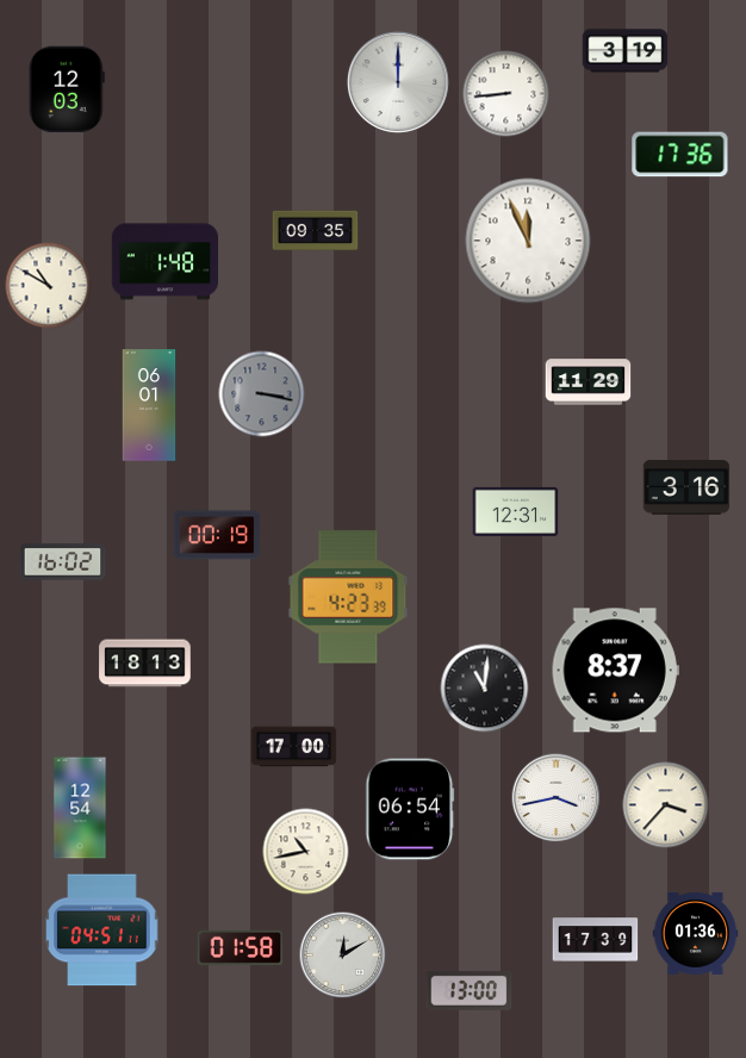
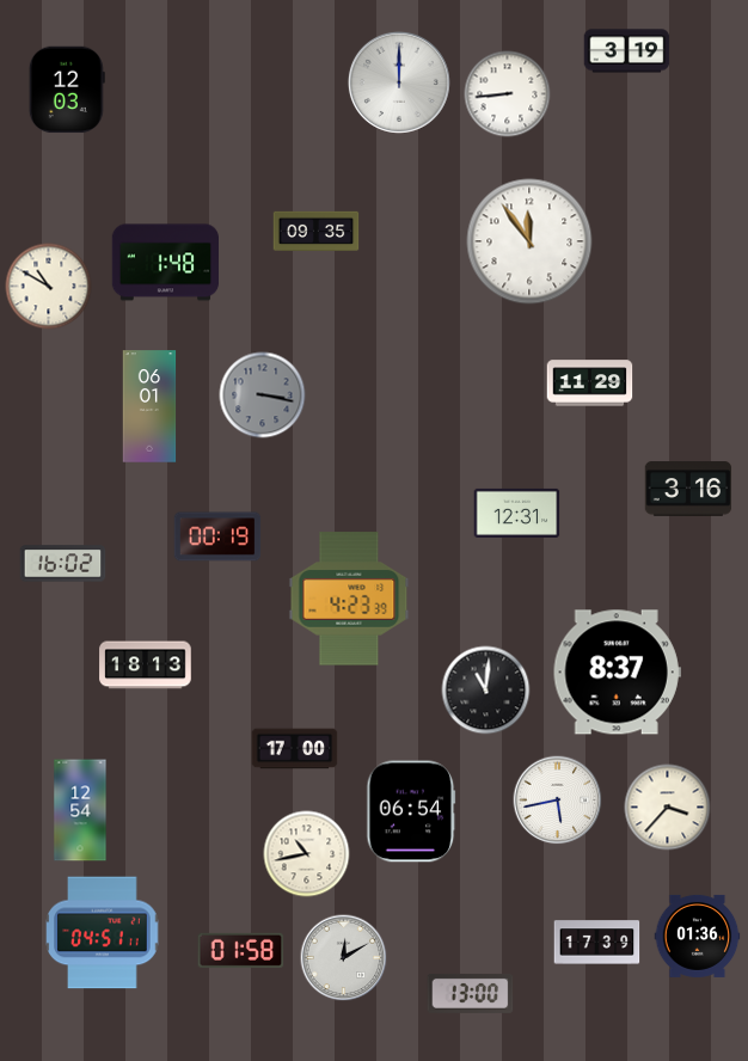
clock at (680, 155): 17:36 -> none
clock at (528, 241): 11:56 -> 11:54
clock at (557, 798): 3:43 -> 5:43
